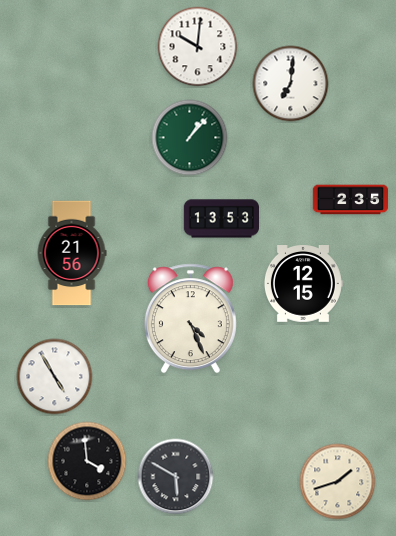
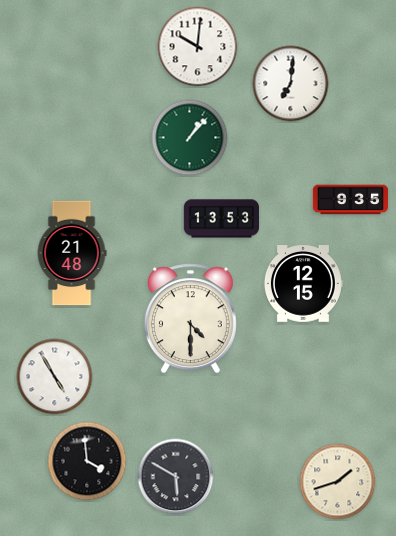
clock at (351, 200): 2:35 -> 9:35
clock at (72, 253): 21:56 -> 21:48
clock at (190, 319): 4:26 -> 4:30
